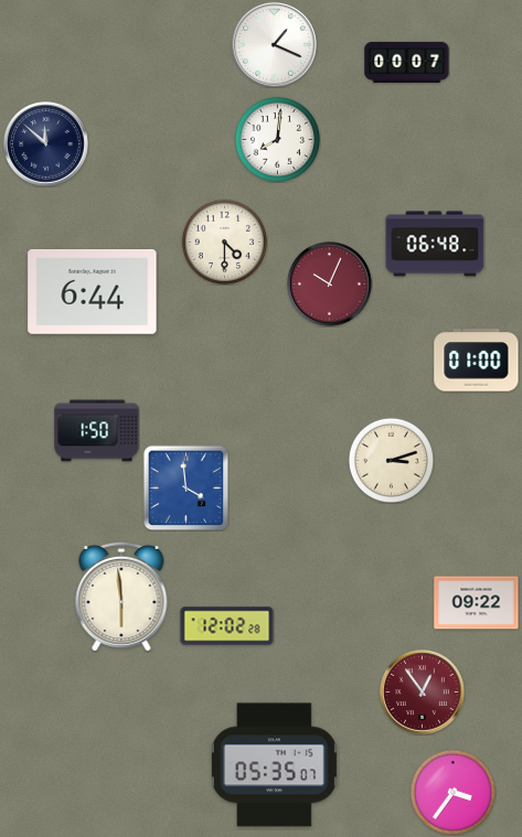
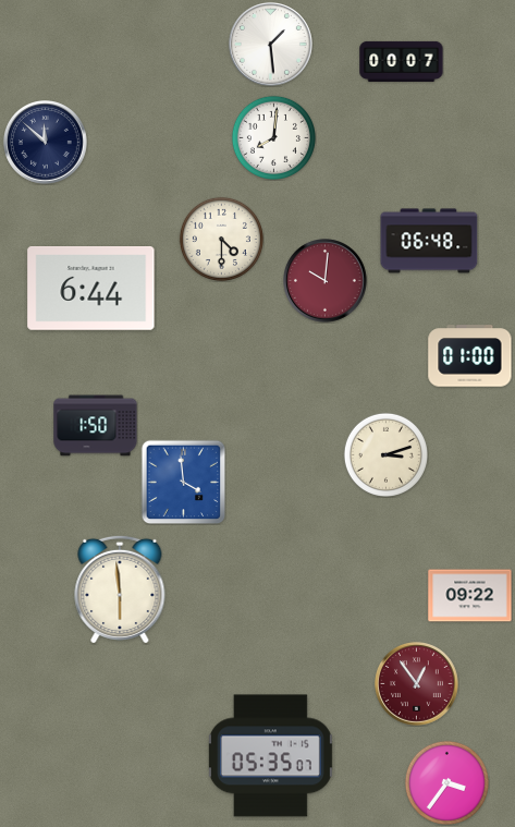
clock at (275, 45): 1:19 -> 1:29
clock at (330, 285): 10:04 -> 10:01
clock at (227, 626): 12:02 -> none
